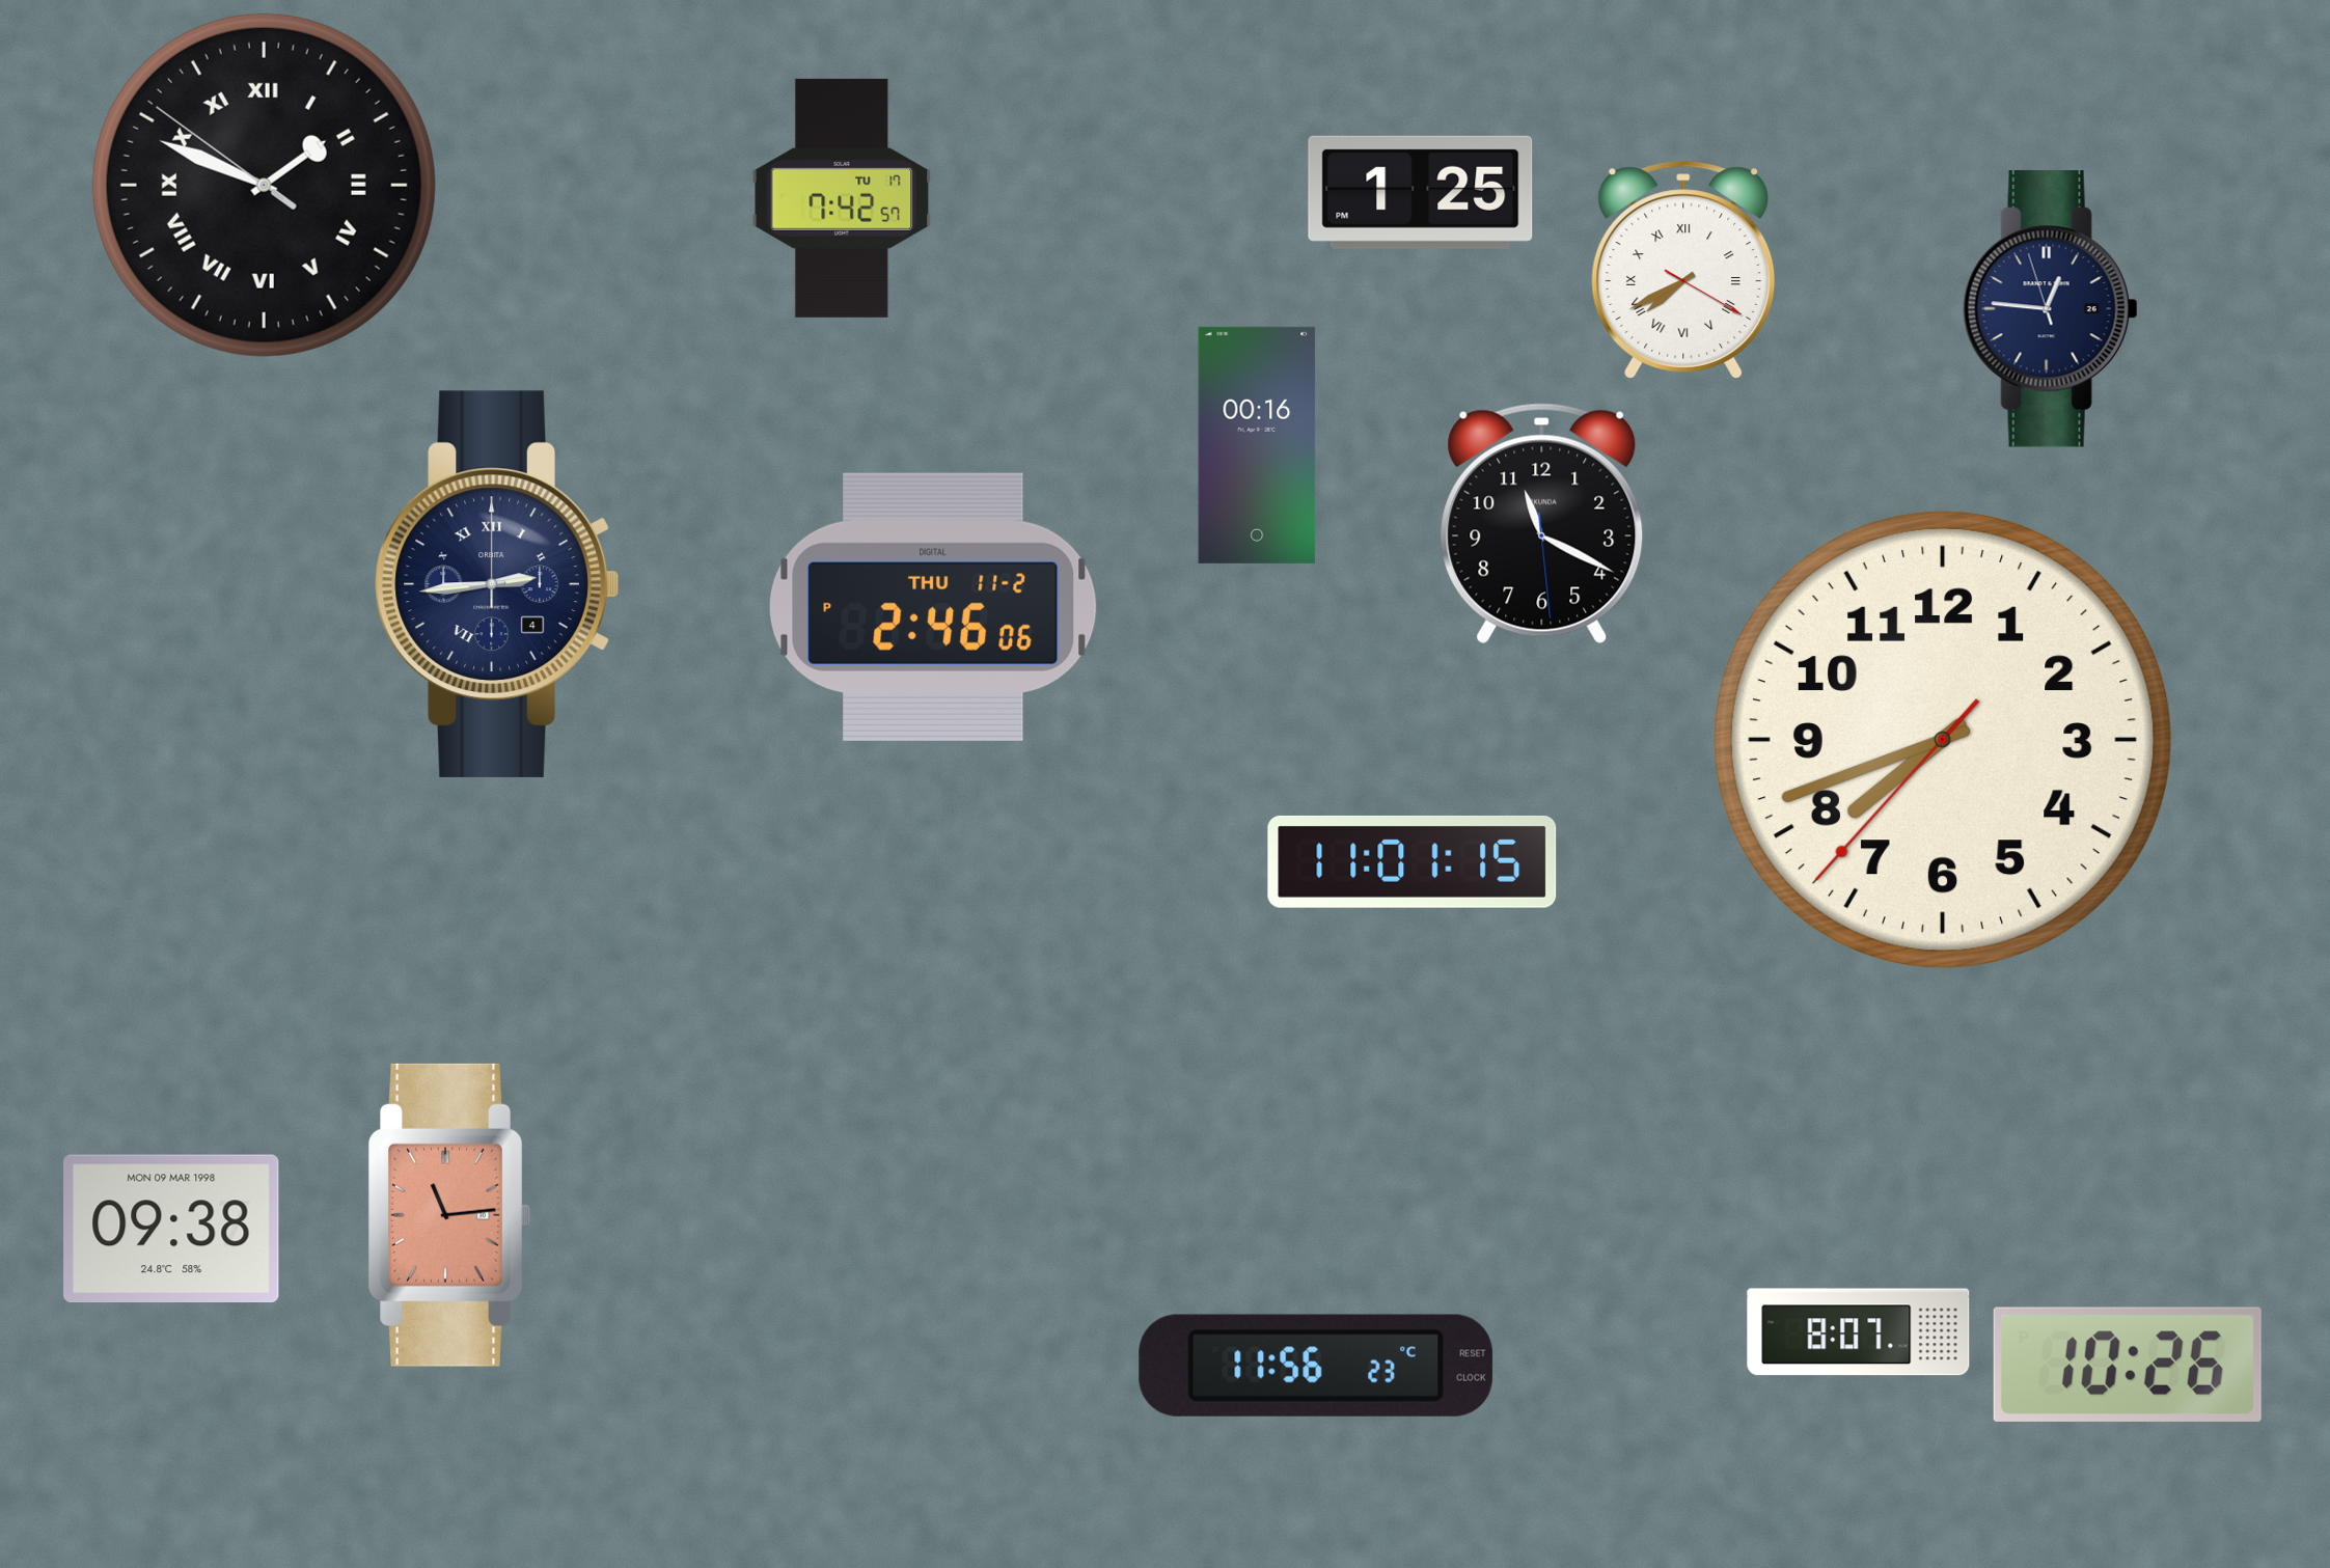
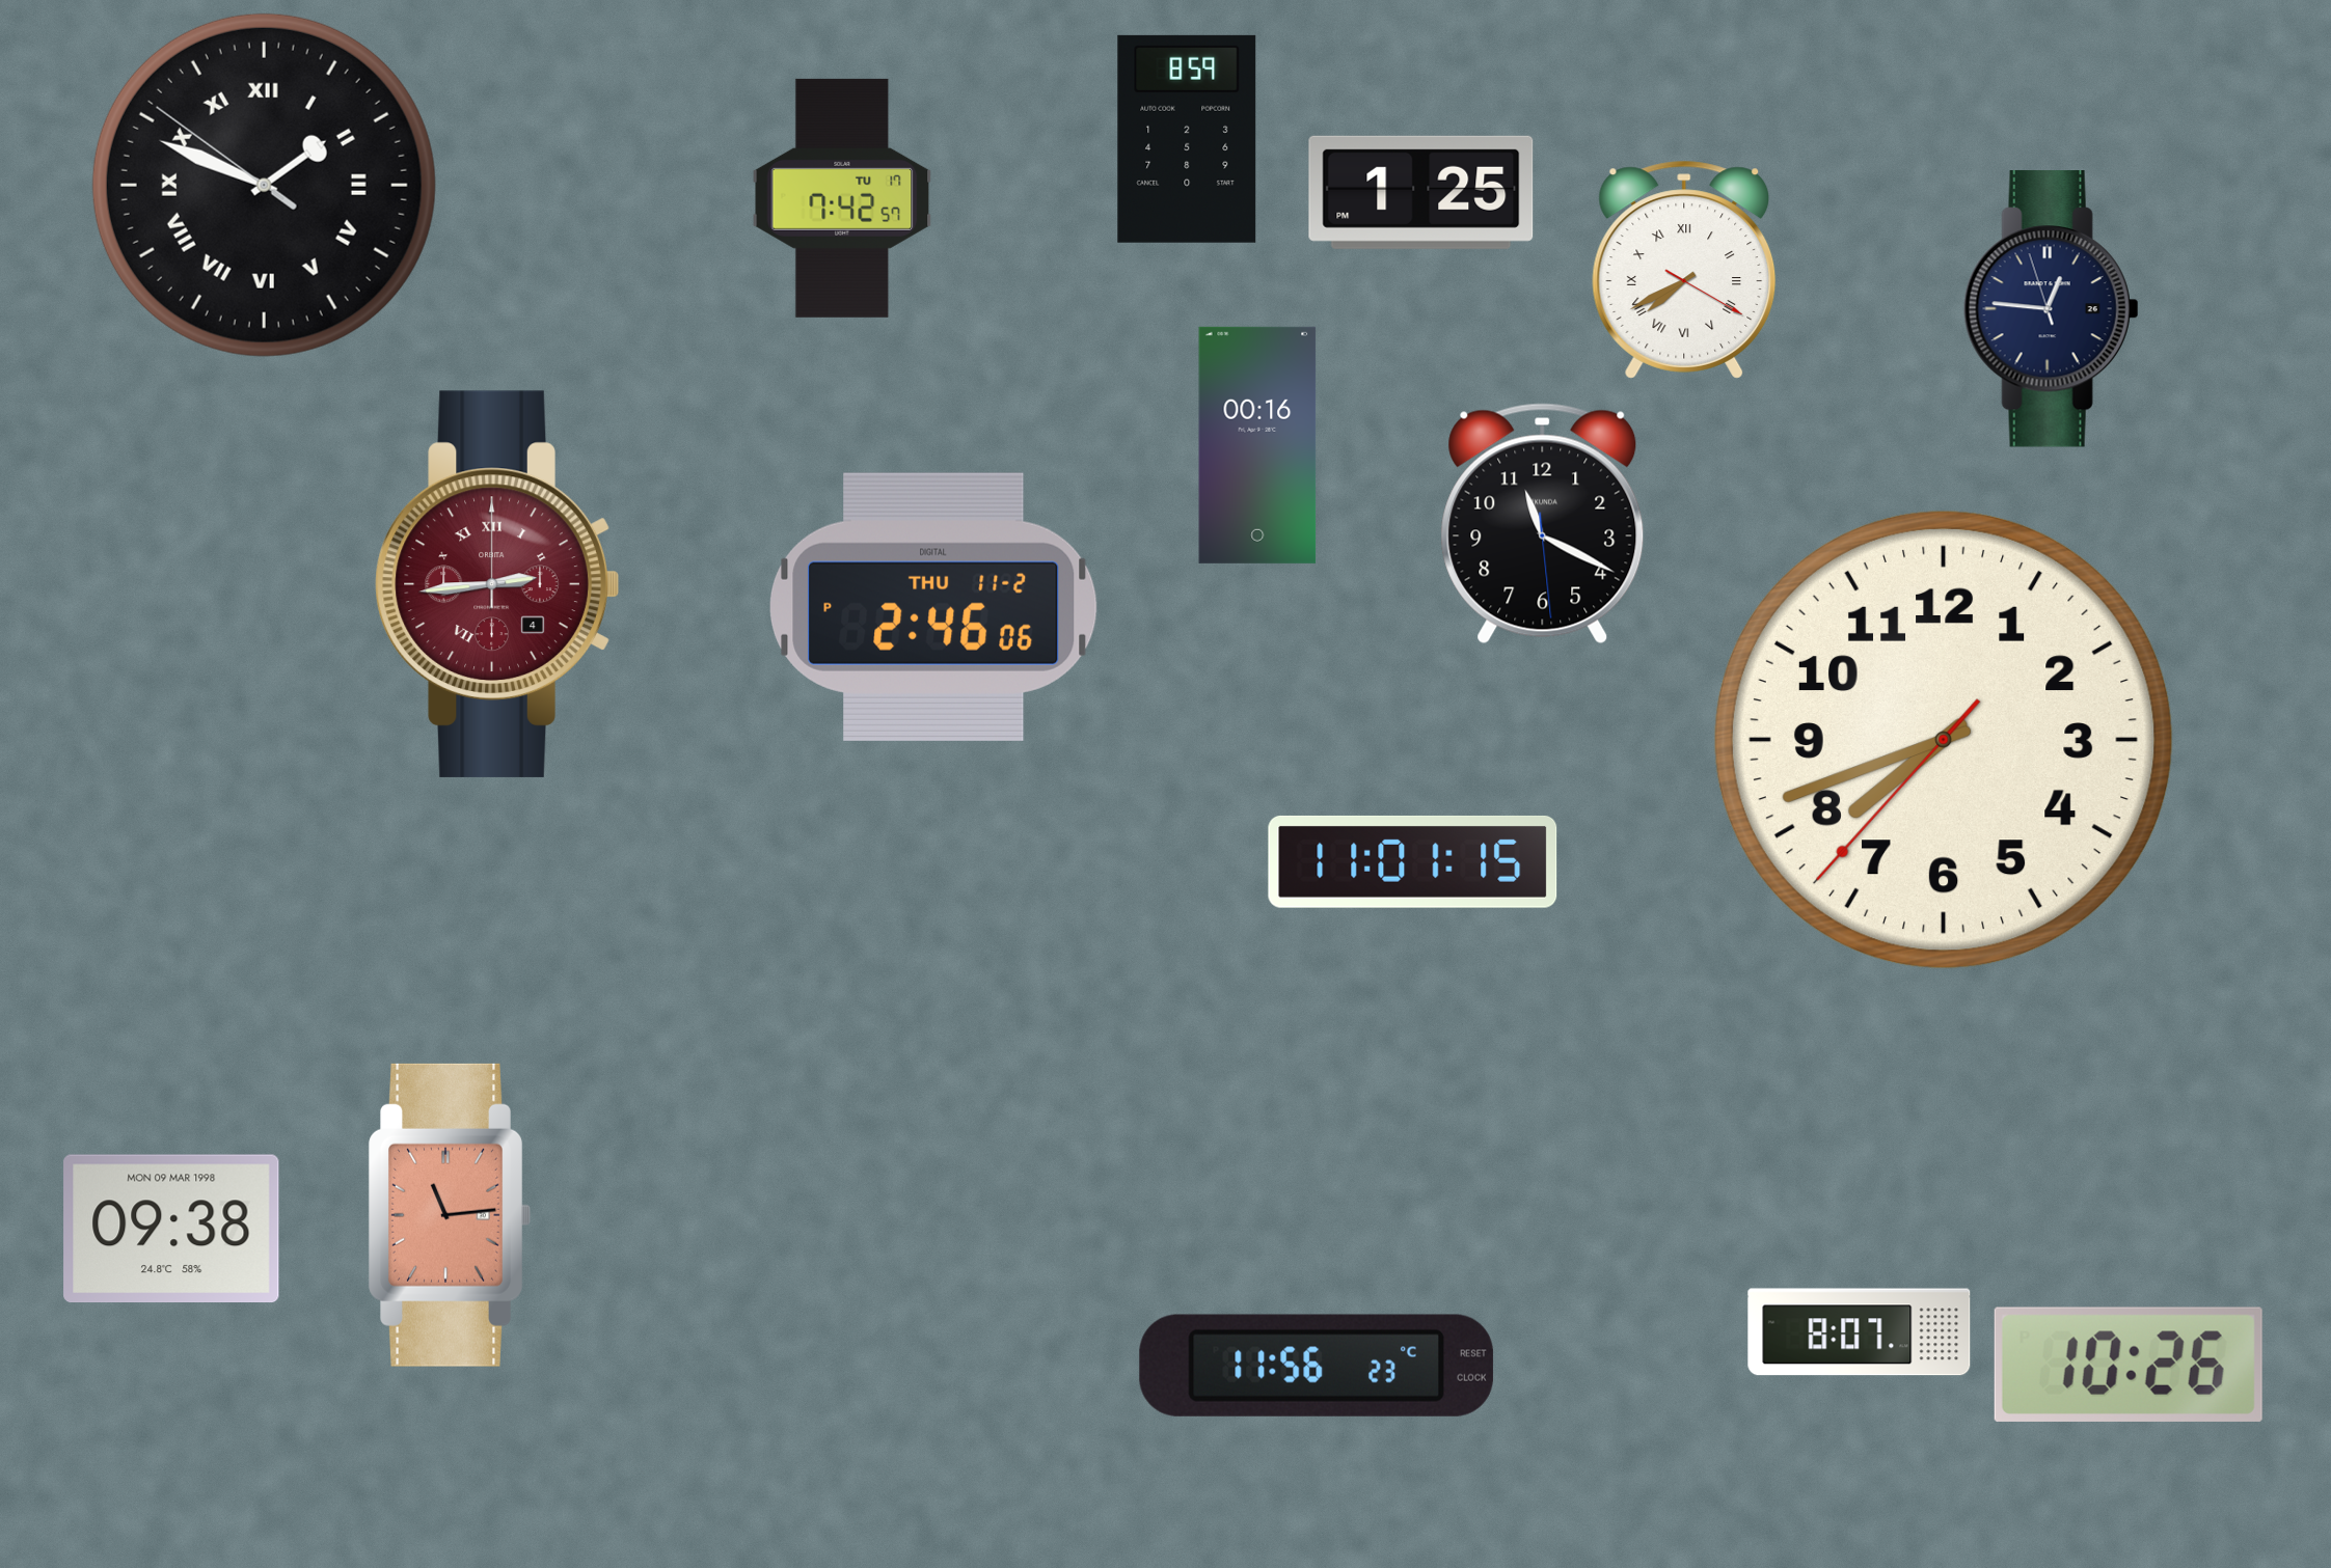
clock at (1187, 139): none -> 8:59
clock at (497, 584) dial: navy -> burgundy
